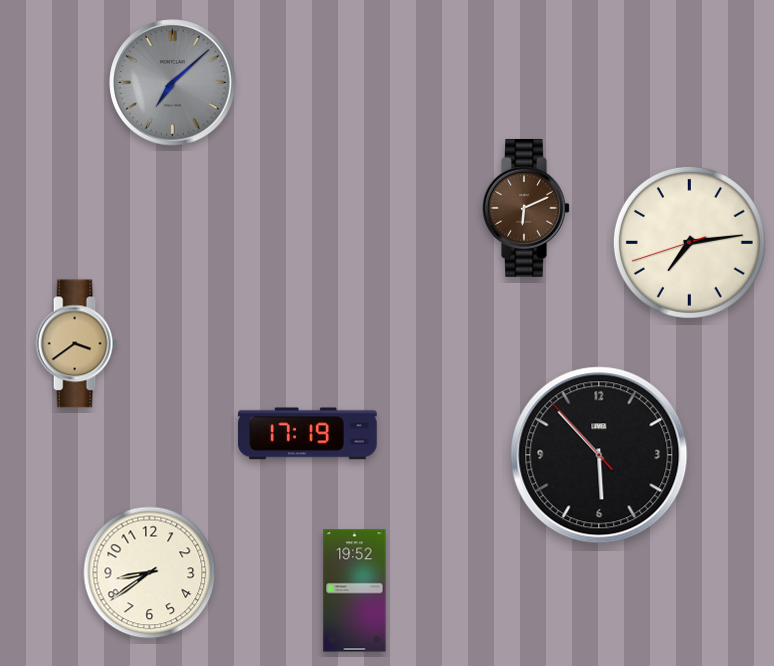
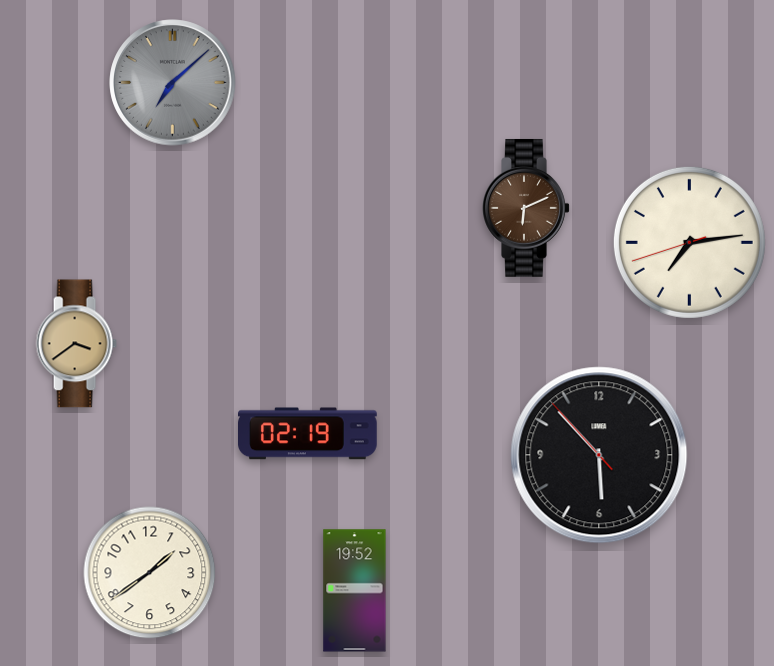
clock at (308, 434): 17:19 -> 02:19
clock at (150, 573): 8:39 -> 1:39
